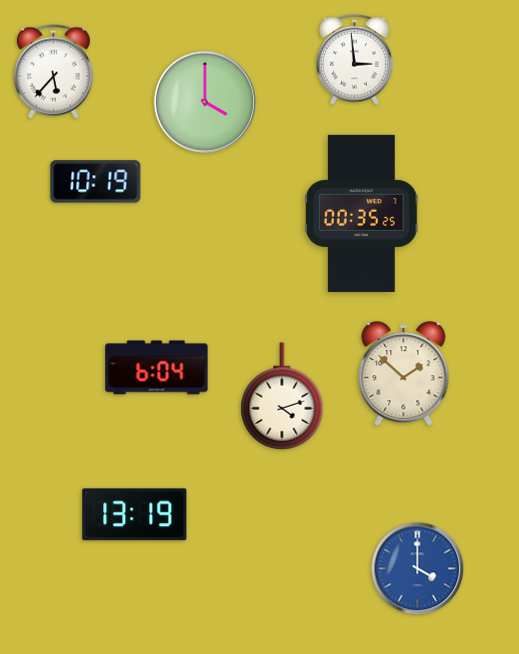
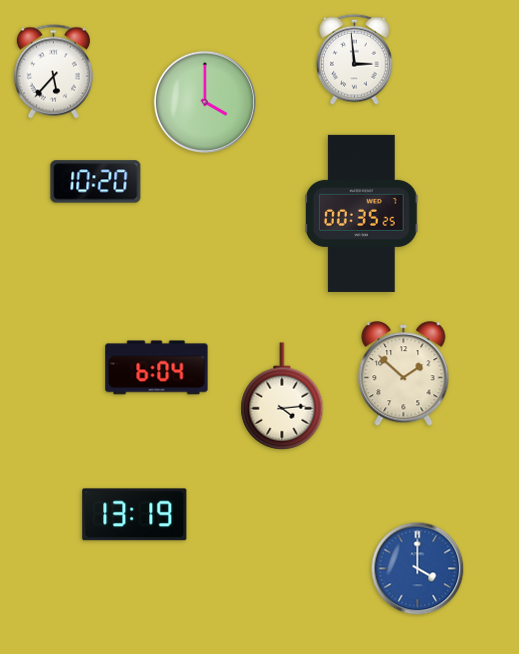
clock at (96, 182): 10:19 -> 10:20
clock at (282, 396): 4:12 -> 4:14
